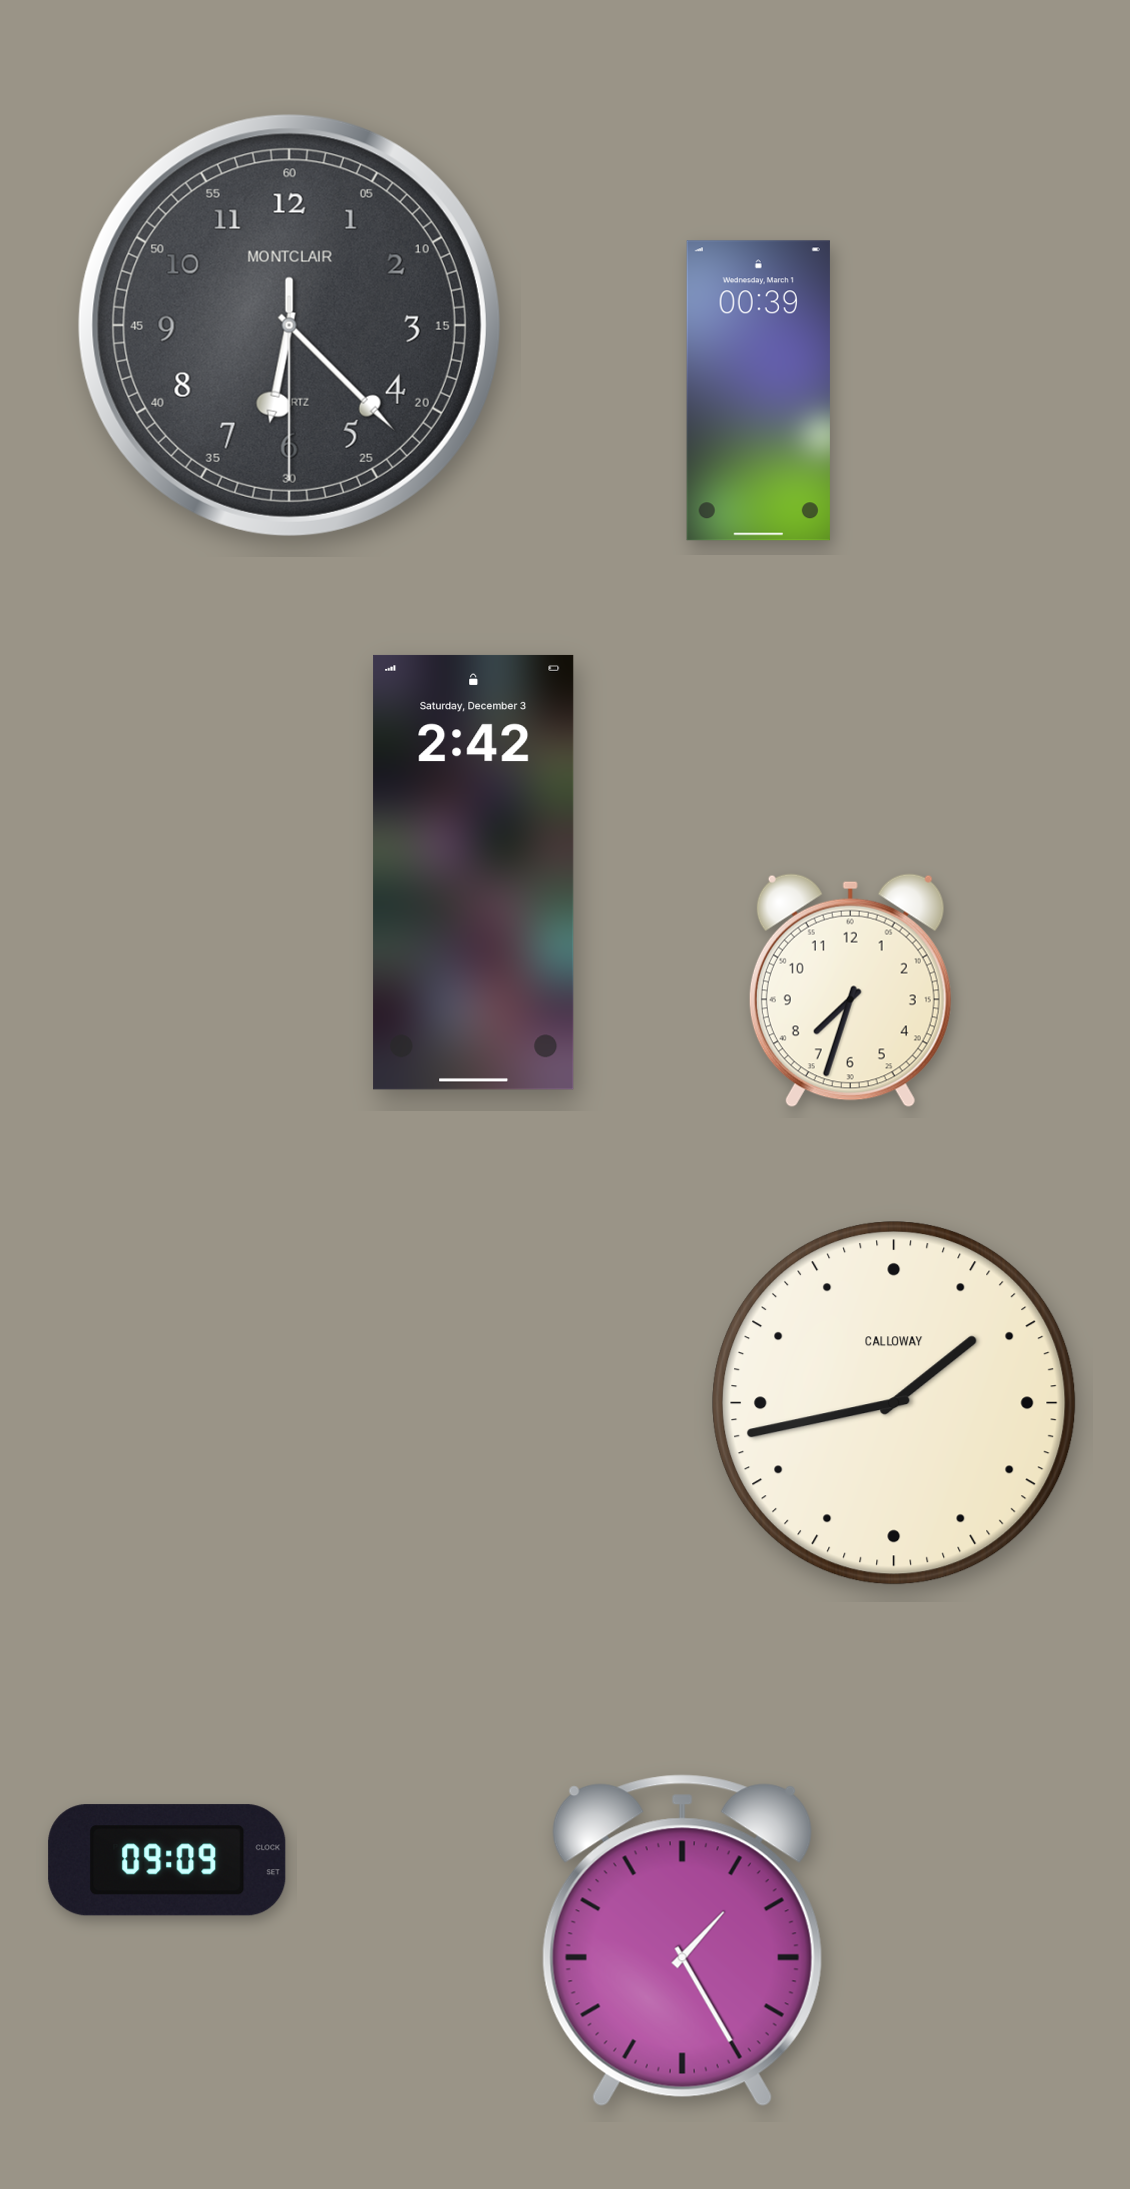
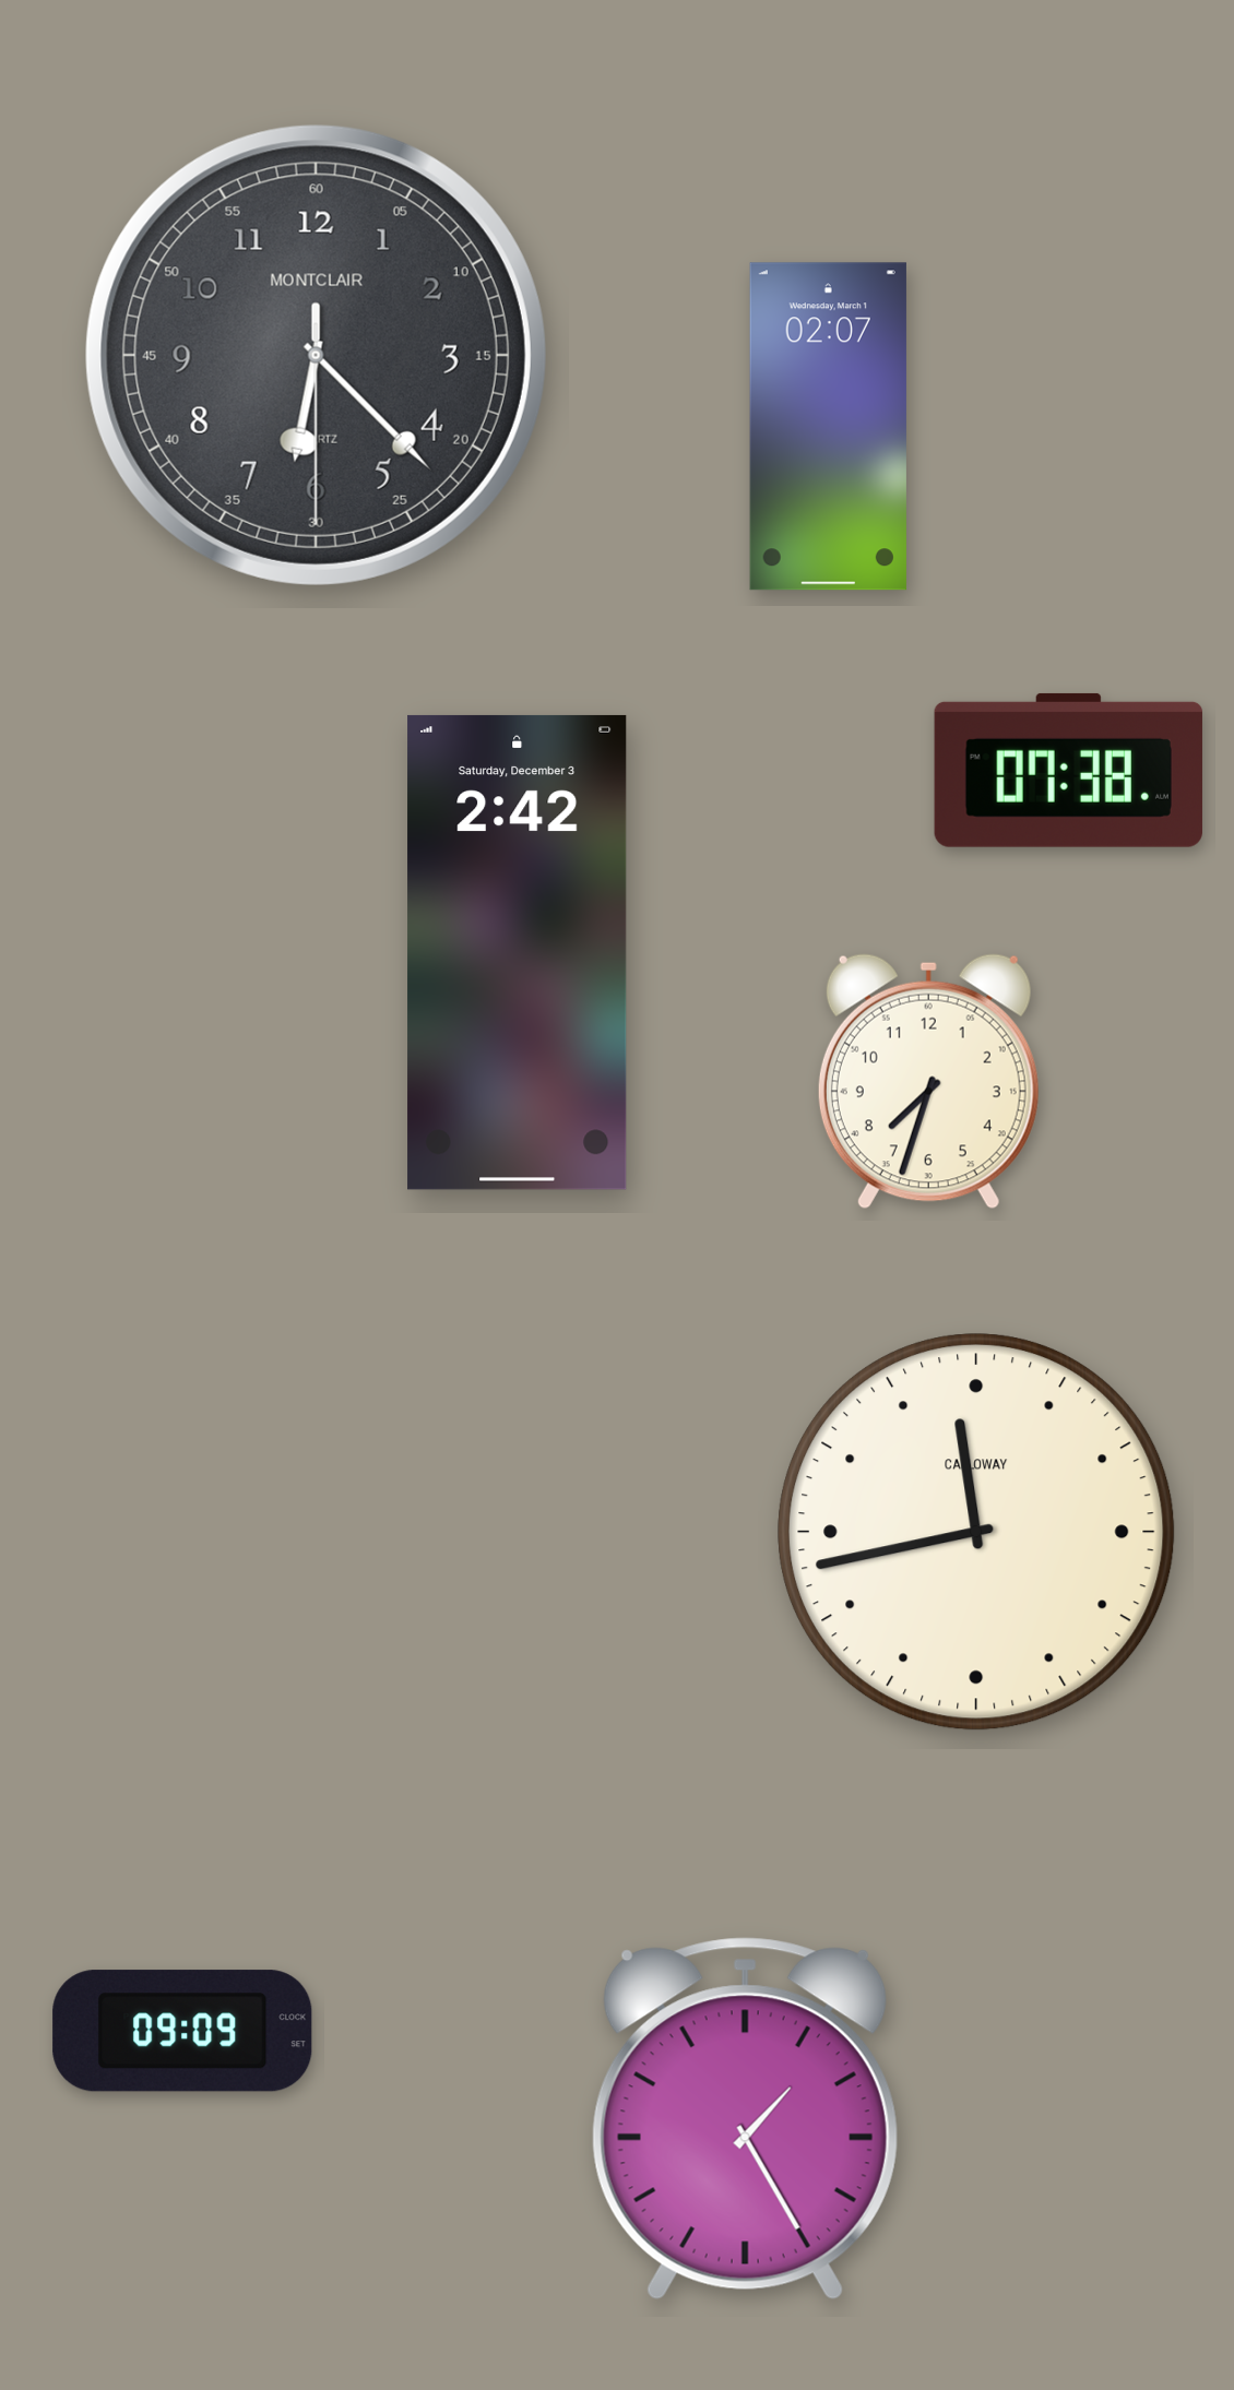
clock at (758, 391): 00:39 -> 02:07
clock at (1068, 770): none -> 07:38
clock at (894, 1403): 1:43 -> 11:43
